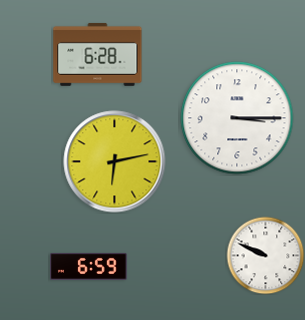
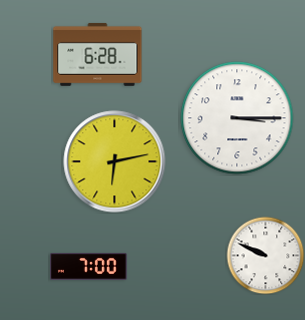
clock at (89, 266): 6:59 -> 7:00
